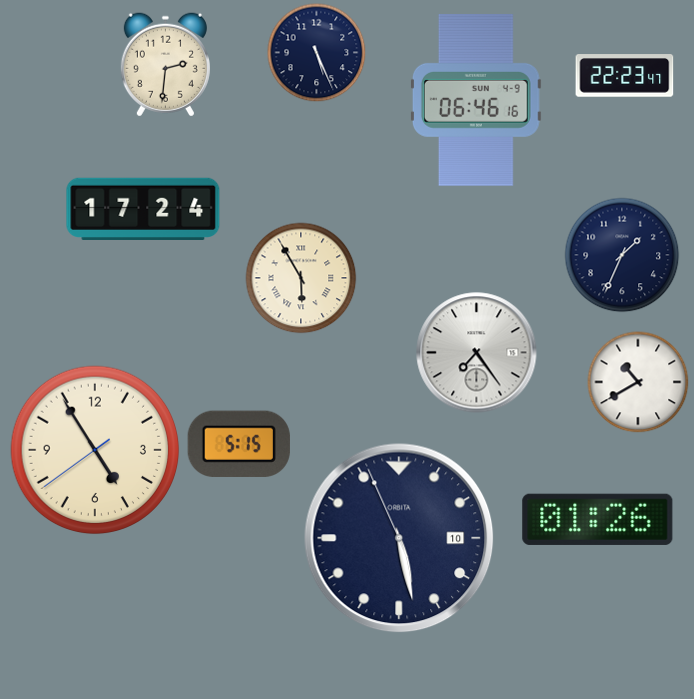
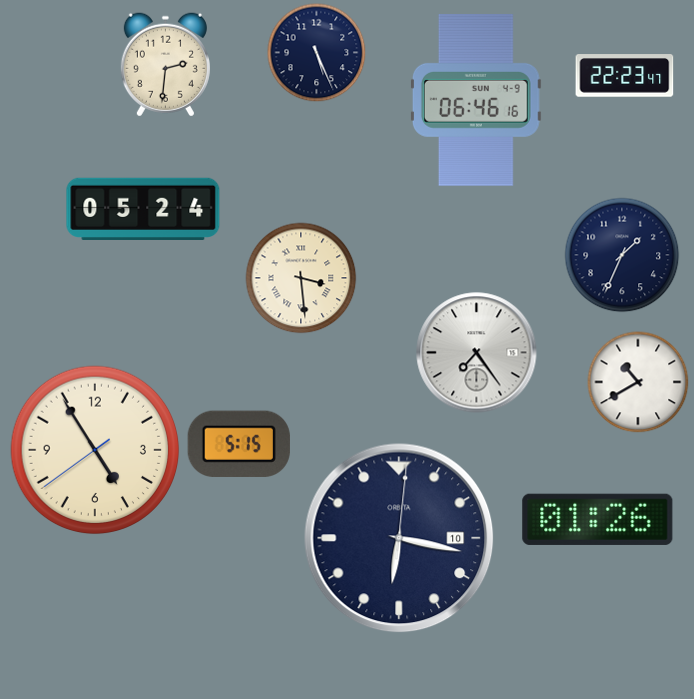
clock at (143, 209): 17:24 -> 05:24
clock at (301, 278): 5:55 -> 3:29
clock at (399, 538): 5:27 -> 6:17
